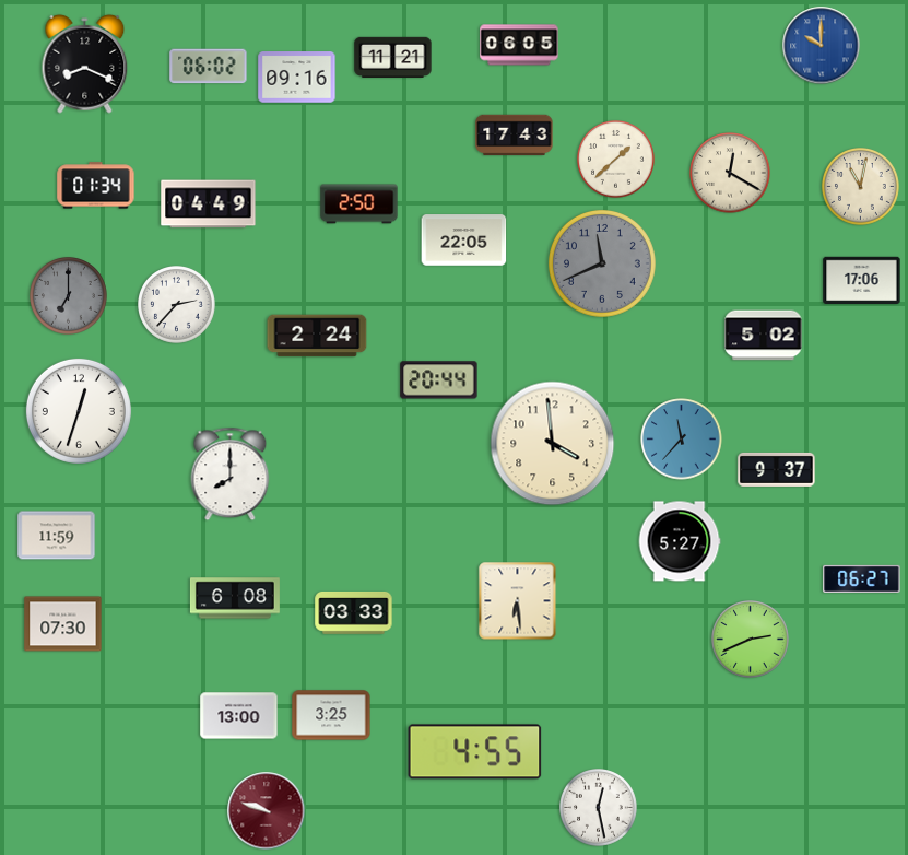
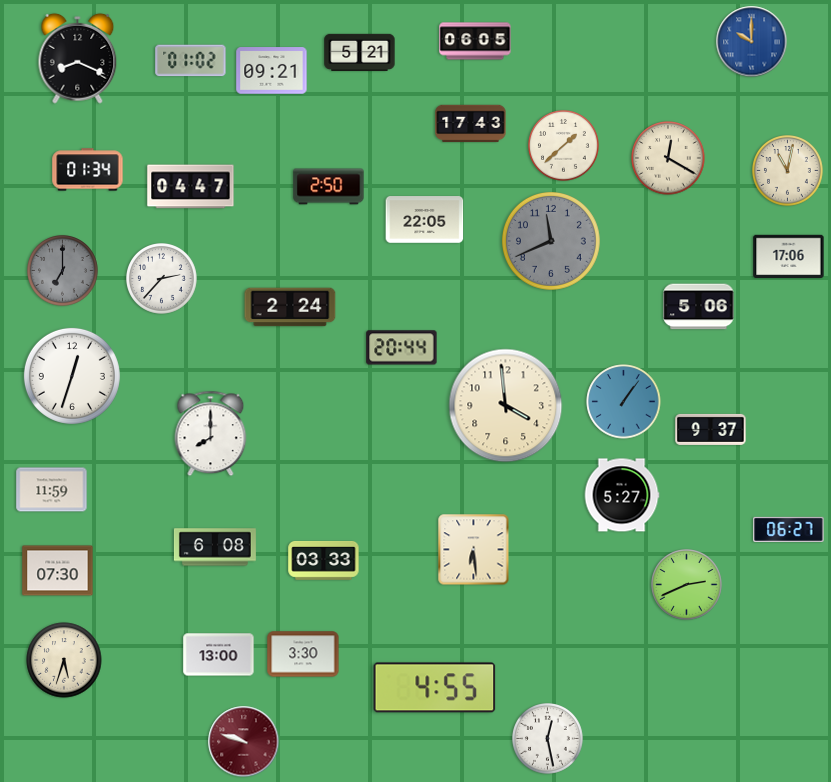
clock at (393, 57): 11:21 -> 5:21
clock at (209, 67): 06:02 -> 01:02
clock at (297, 78): 09:16 -> 09:21
clock at (209, 204): 04:49 -> 04:47
clock at (764, 336): 5:02 -> 5:06
clock at (682, 440): 11:37 -> 1:06
clock at (331, 715): 3:25 -> 3:30
clock at (64, 660): none -> 5:33
